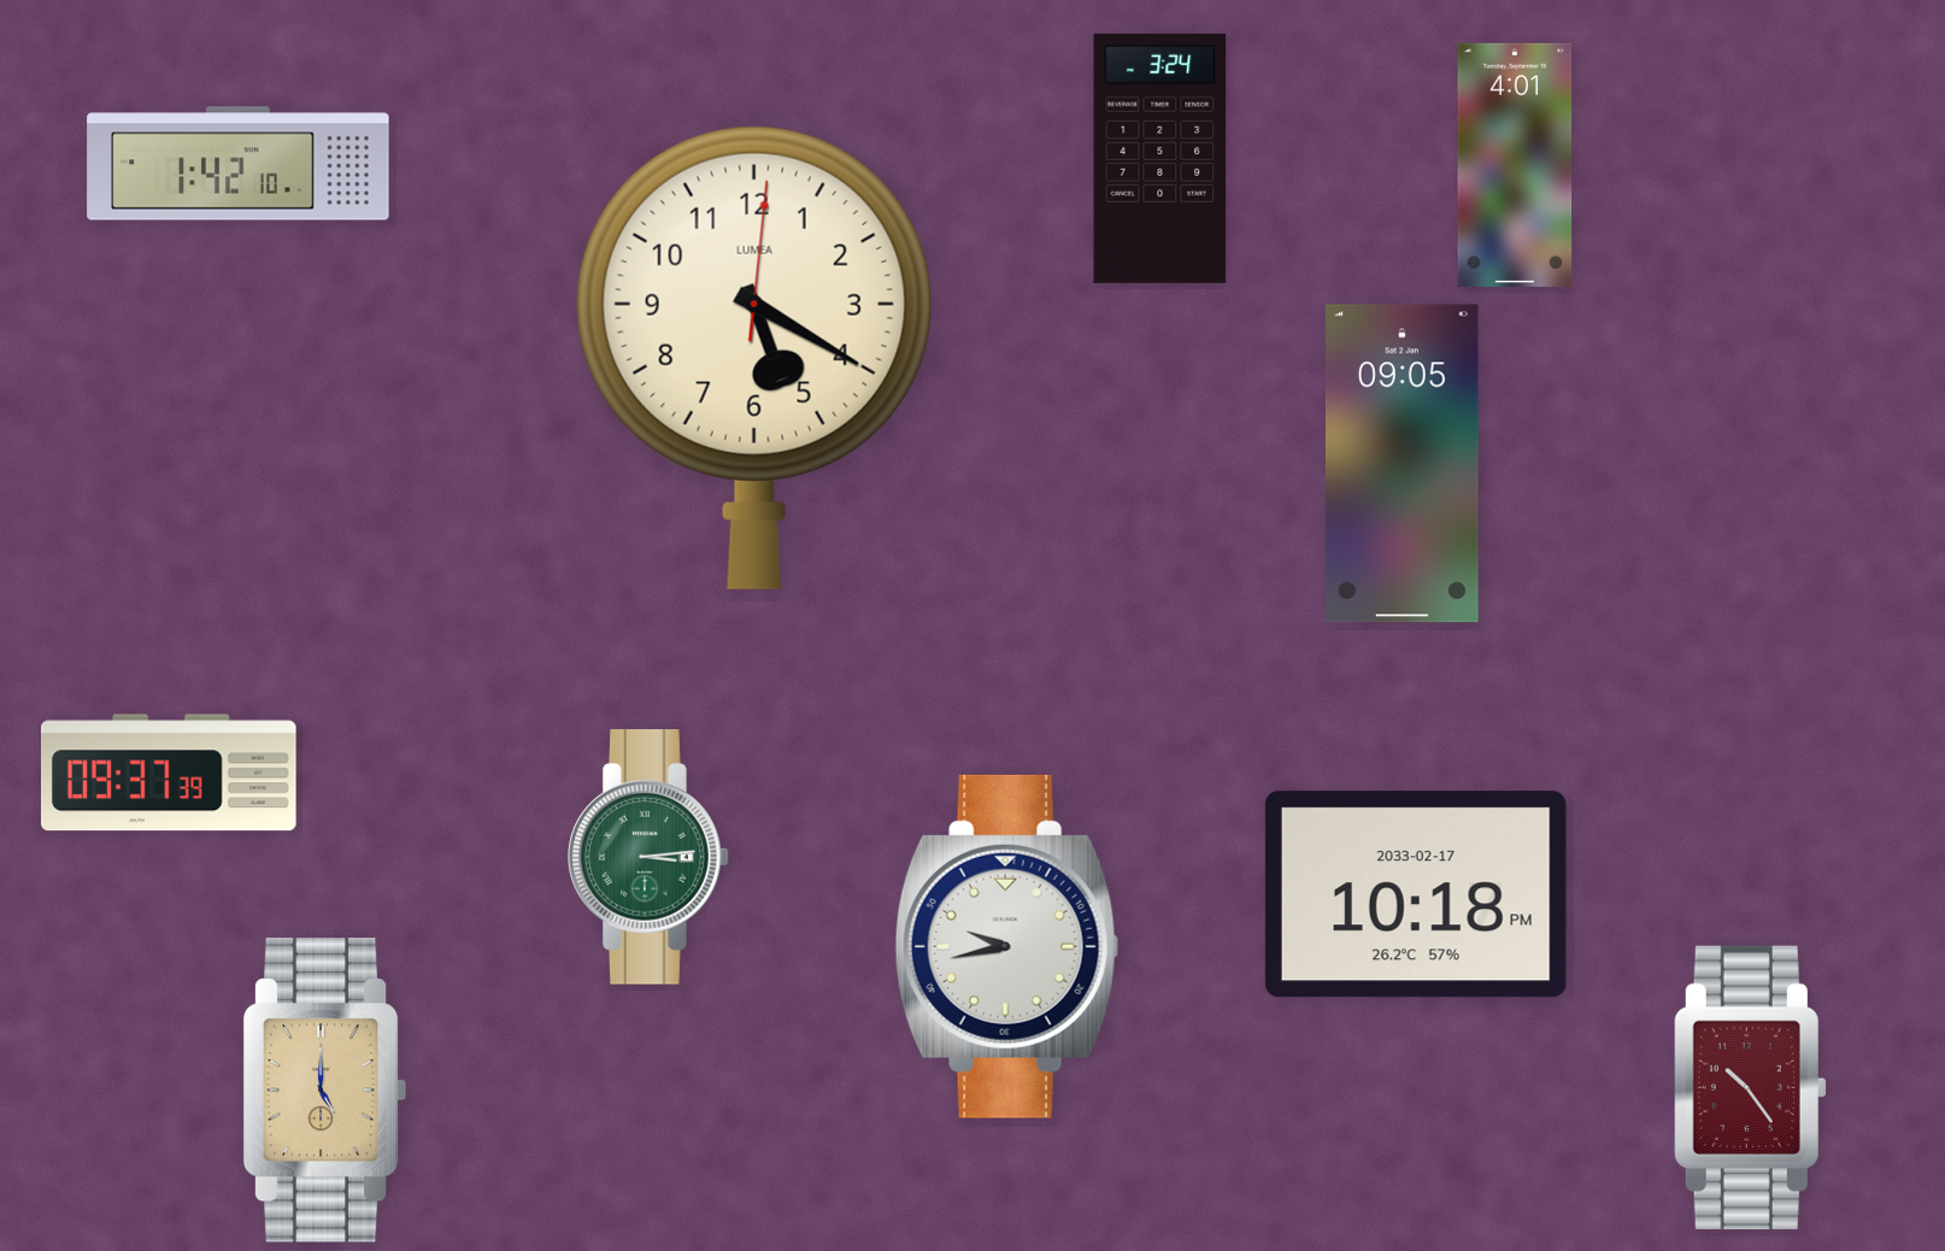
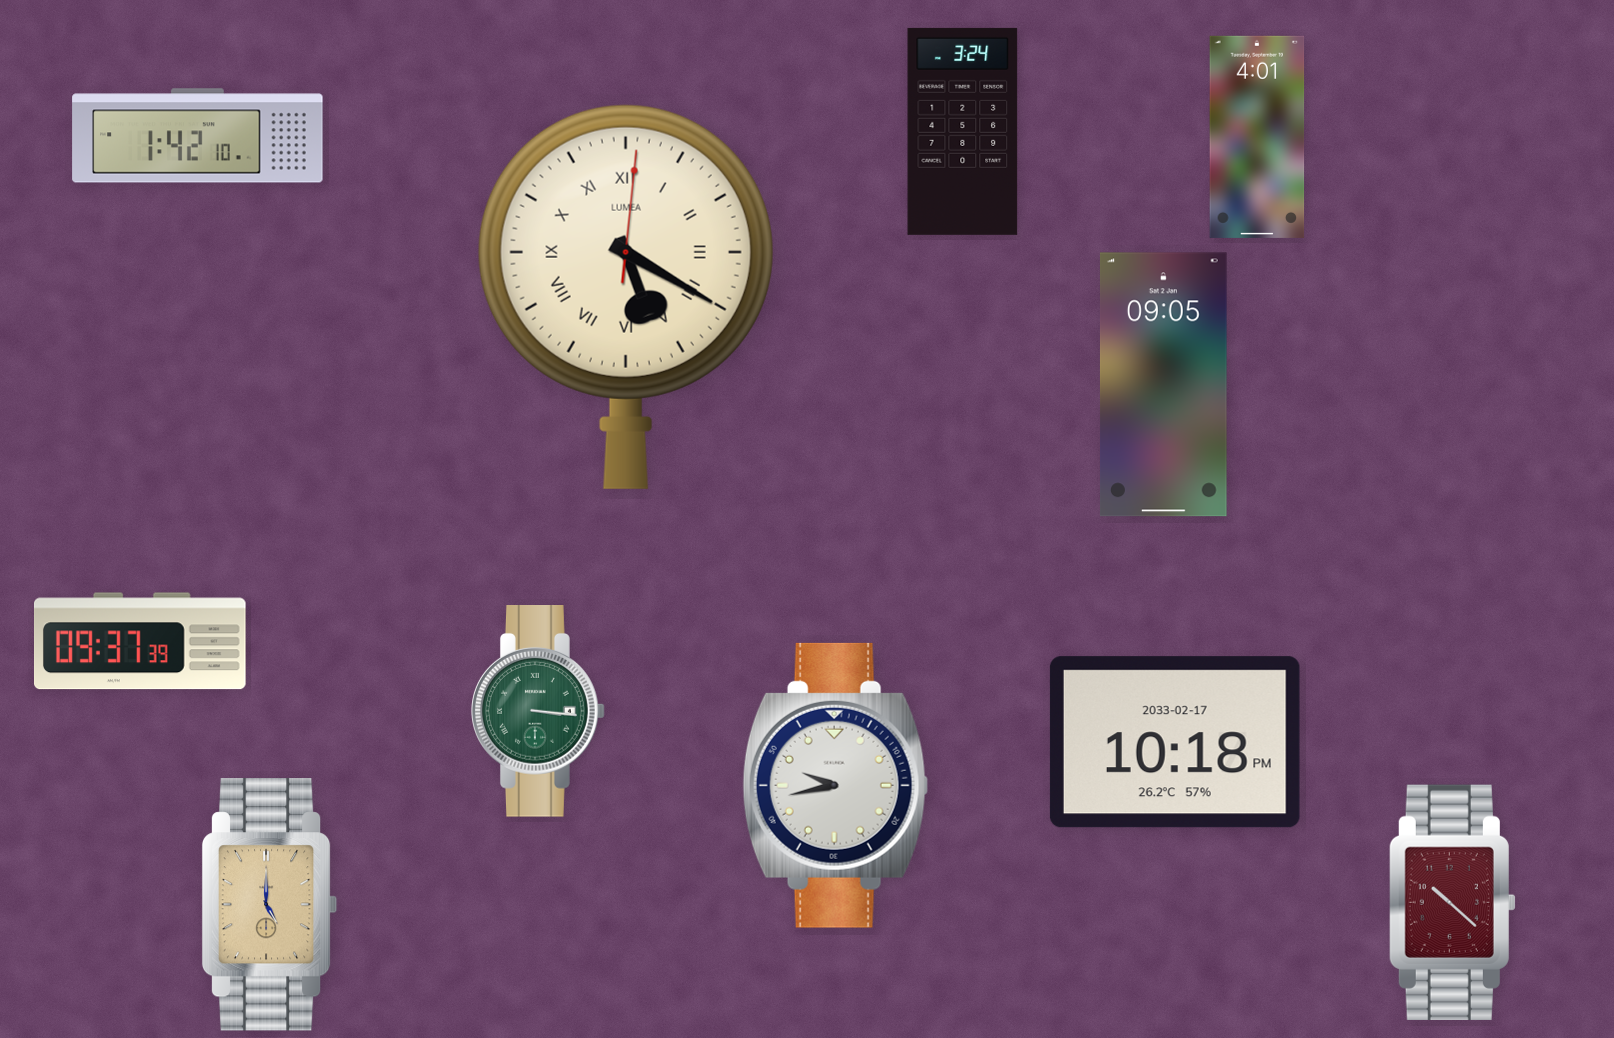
clock at (754, 357) numerals: Arabic -> Roman
clock at (648, 858): 3:14 -> 3:16
clock at (1750, 1087): 10:24 -> 10:22
